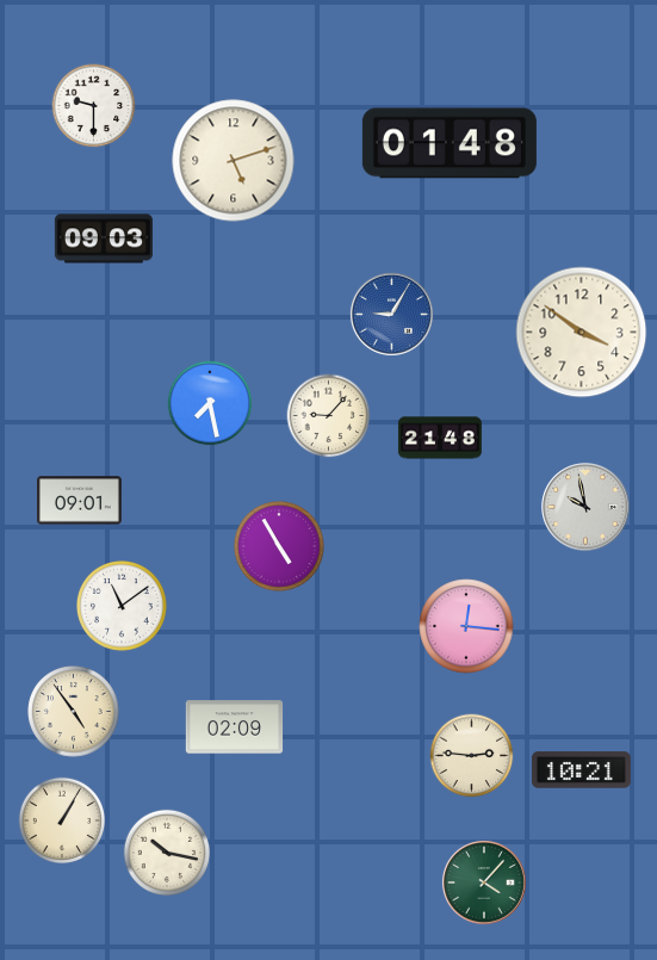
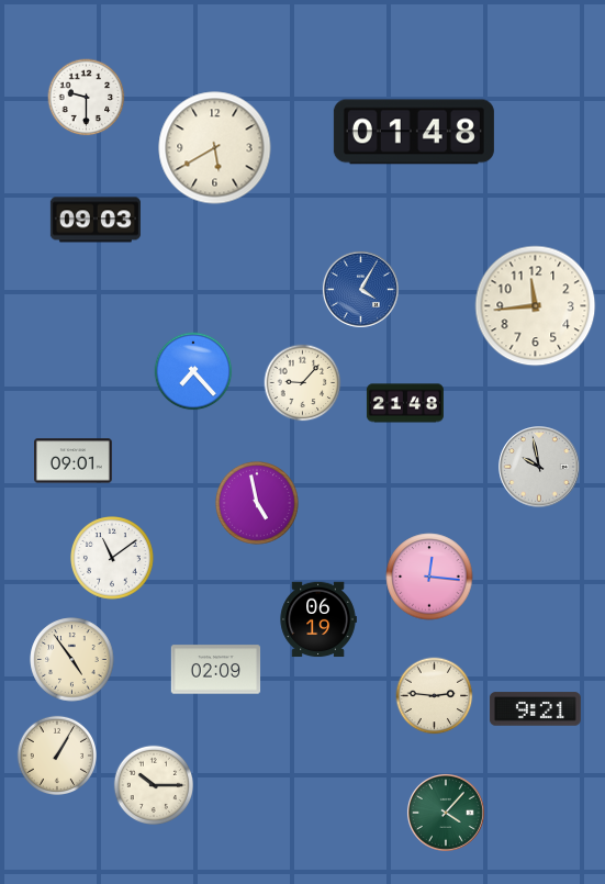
clock at (234, 161): 5:12 -> 5:40
clock at (391, 314): 9:05 -> 4:05
clock at (582, 333): 3:51 -> 11:44
clock at (210, 403): 7:28 -> 7:23
clock at (280, 547): 4:55 -> 4:58
clock at (318, 619): none -> 06:19
clock at (74, 712) position: (74, 712) -> (72, 660)
clock at (581, 770): 10:21 -> 9:21
clock at (166, 851): 10:17 -> 10:15
